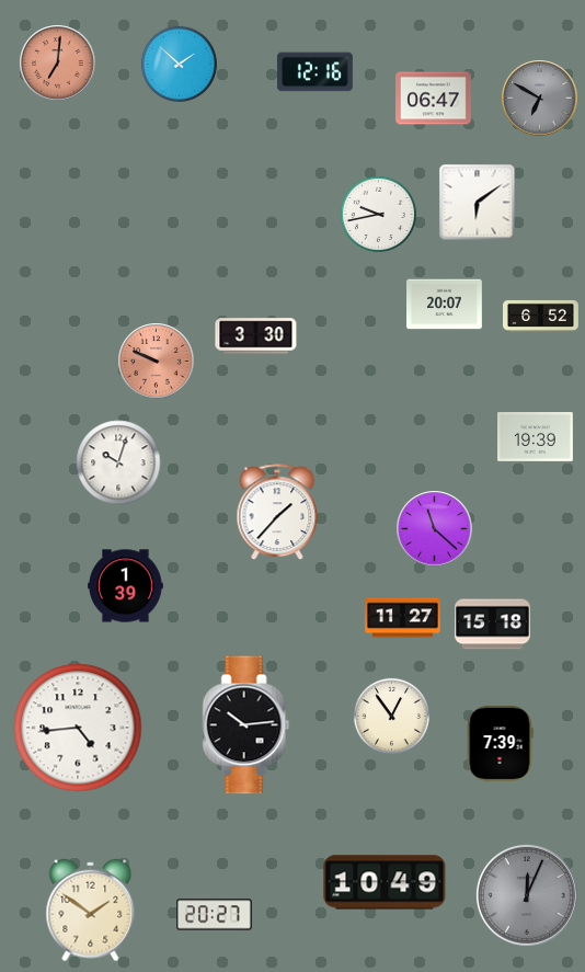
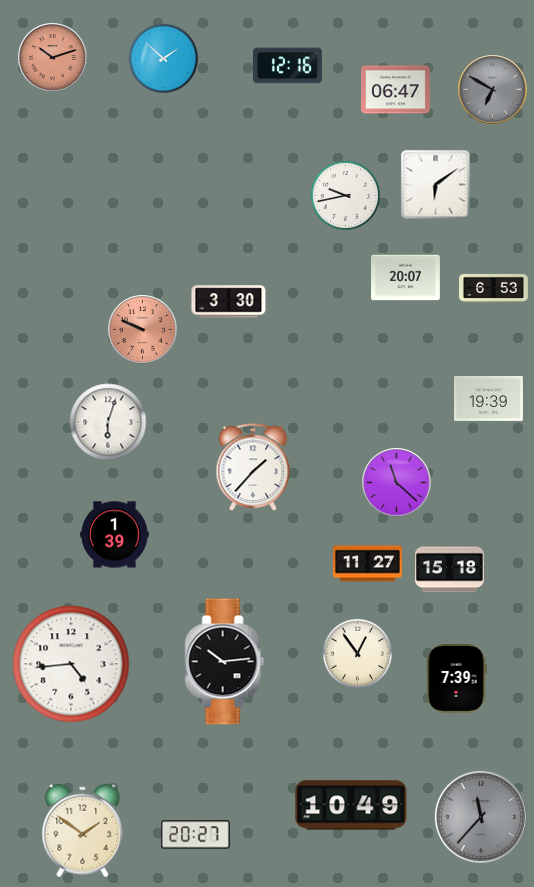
clock at (58, 64): 7:01 -> 10:12
clock at (541, 316): 6:52 -> 6:53
clock at (256, 336) position: (256, 336) -> (229, 302)
clock at (118, 462): 10:03 -> 6:03
clock at (527, 895): 12:04 -> 11:37
